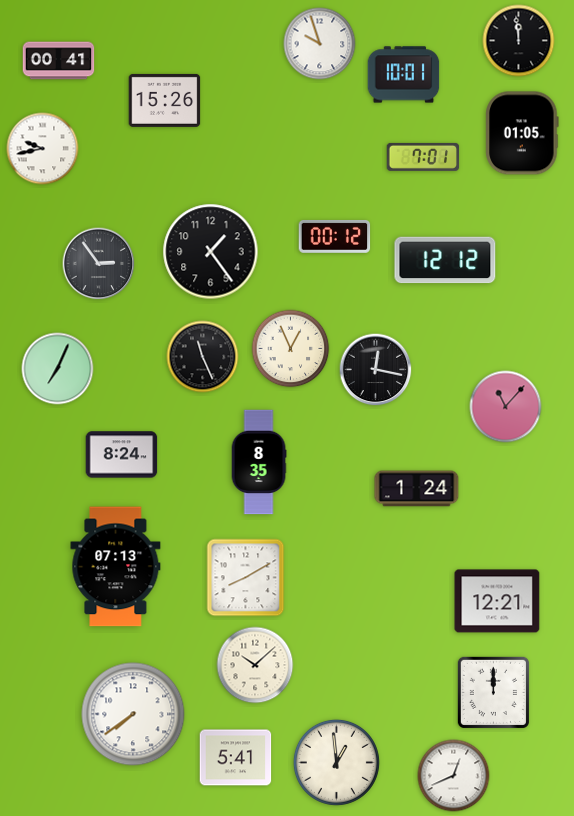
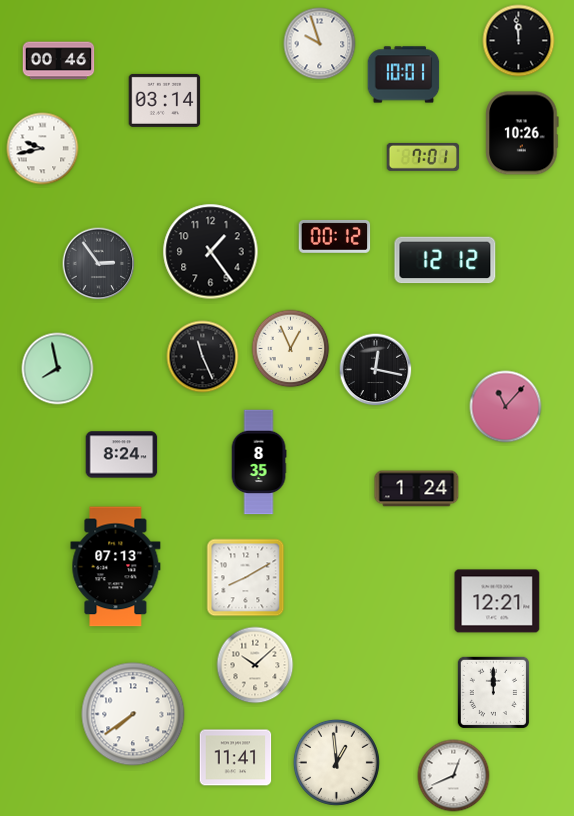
clock at (59, 61): 00:41 -> 00:46
clock at (165, 100): 15:26 -> 03:14
clock at (522, 133): 01:05 -> 10:26
clock at (58, 369): 7:04 -> 7:58
clock at (236, 758): 5:41 -> 11:41
